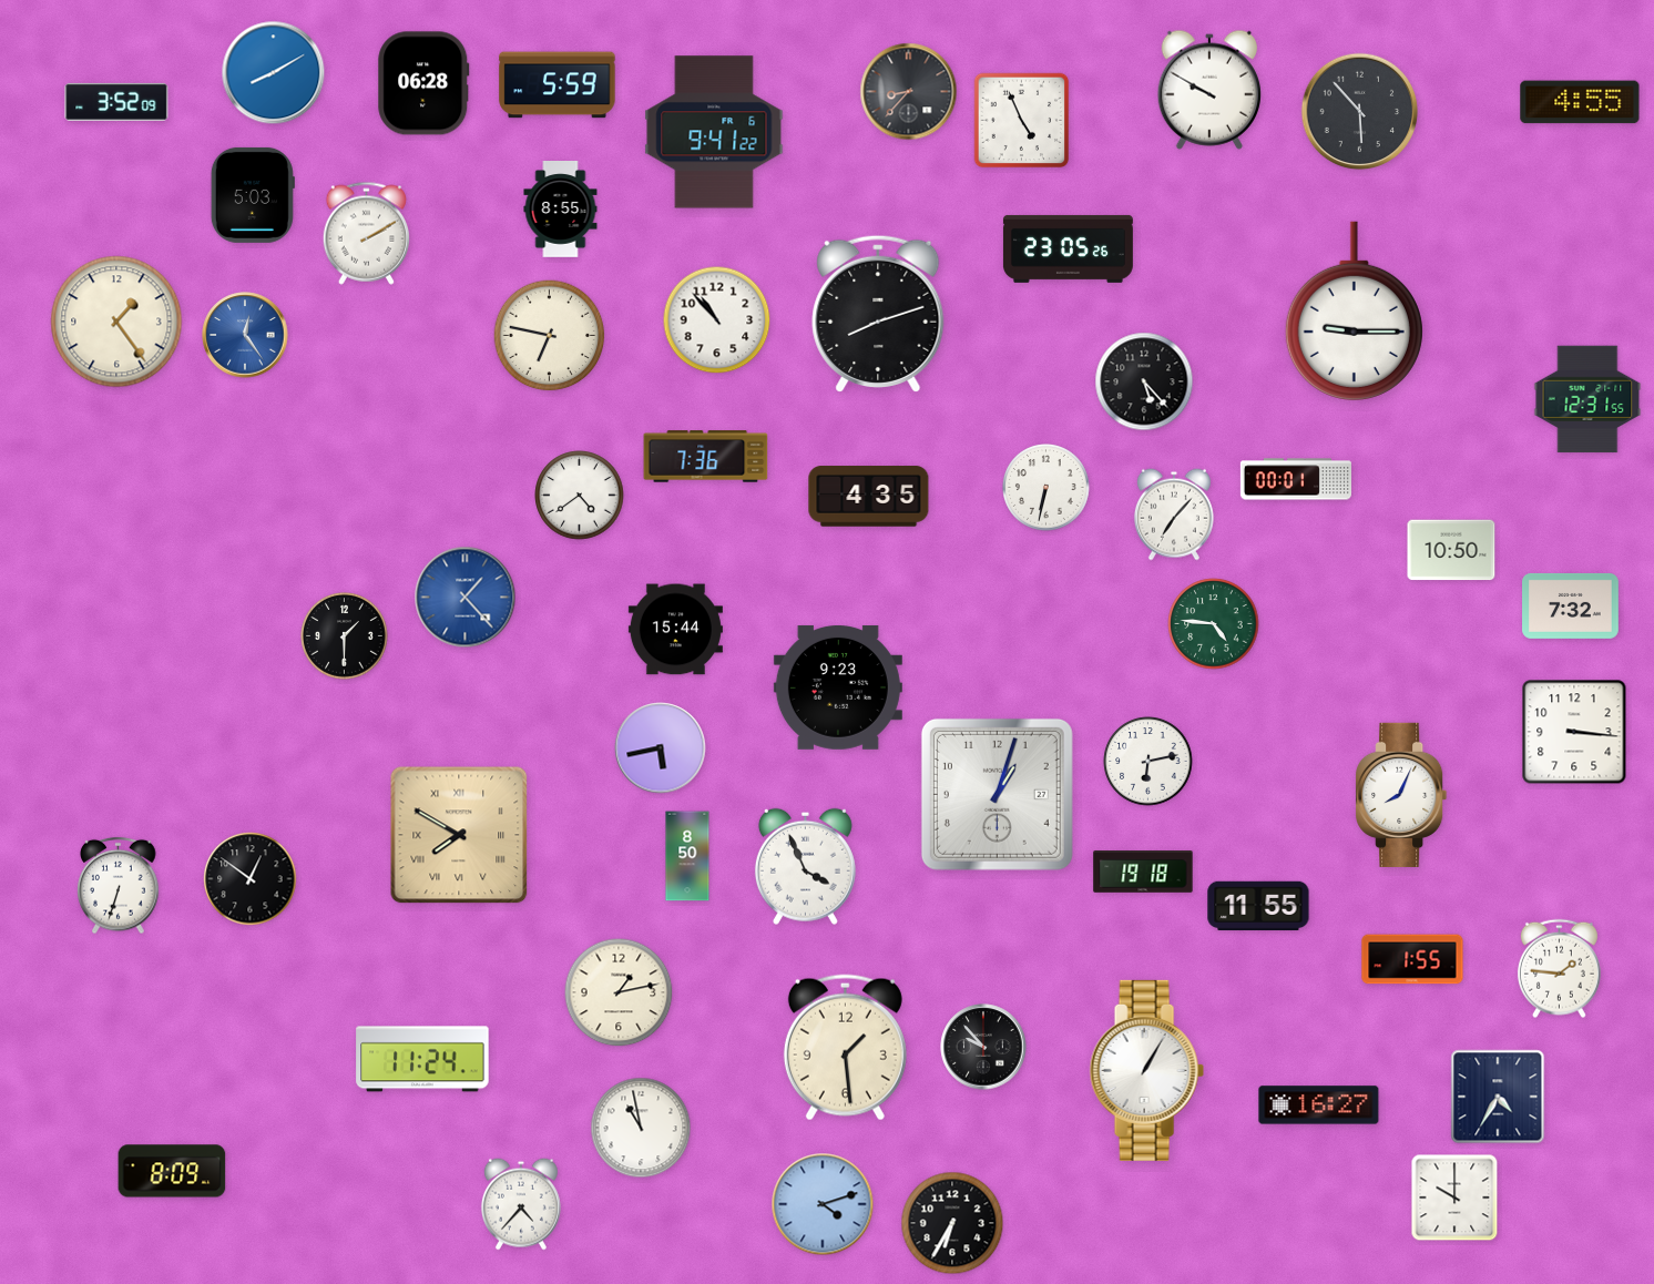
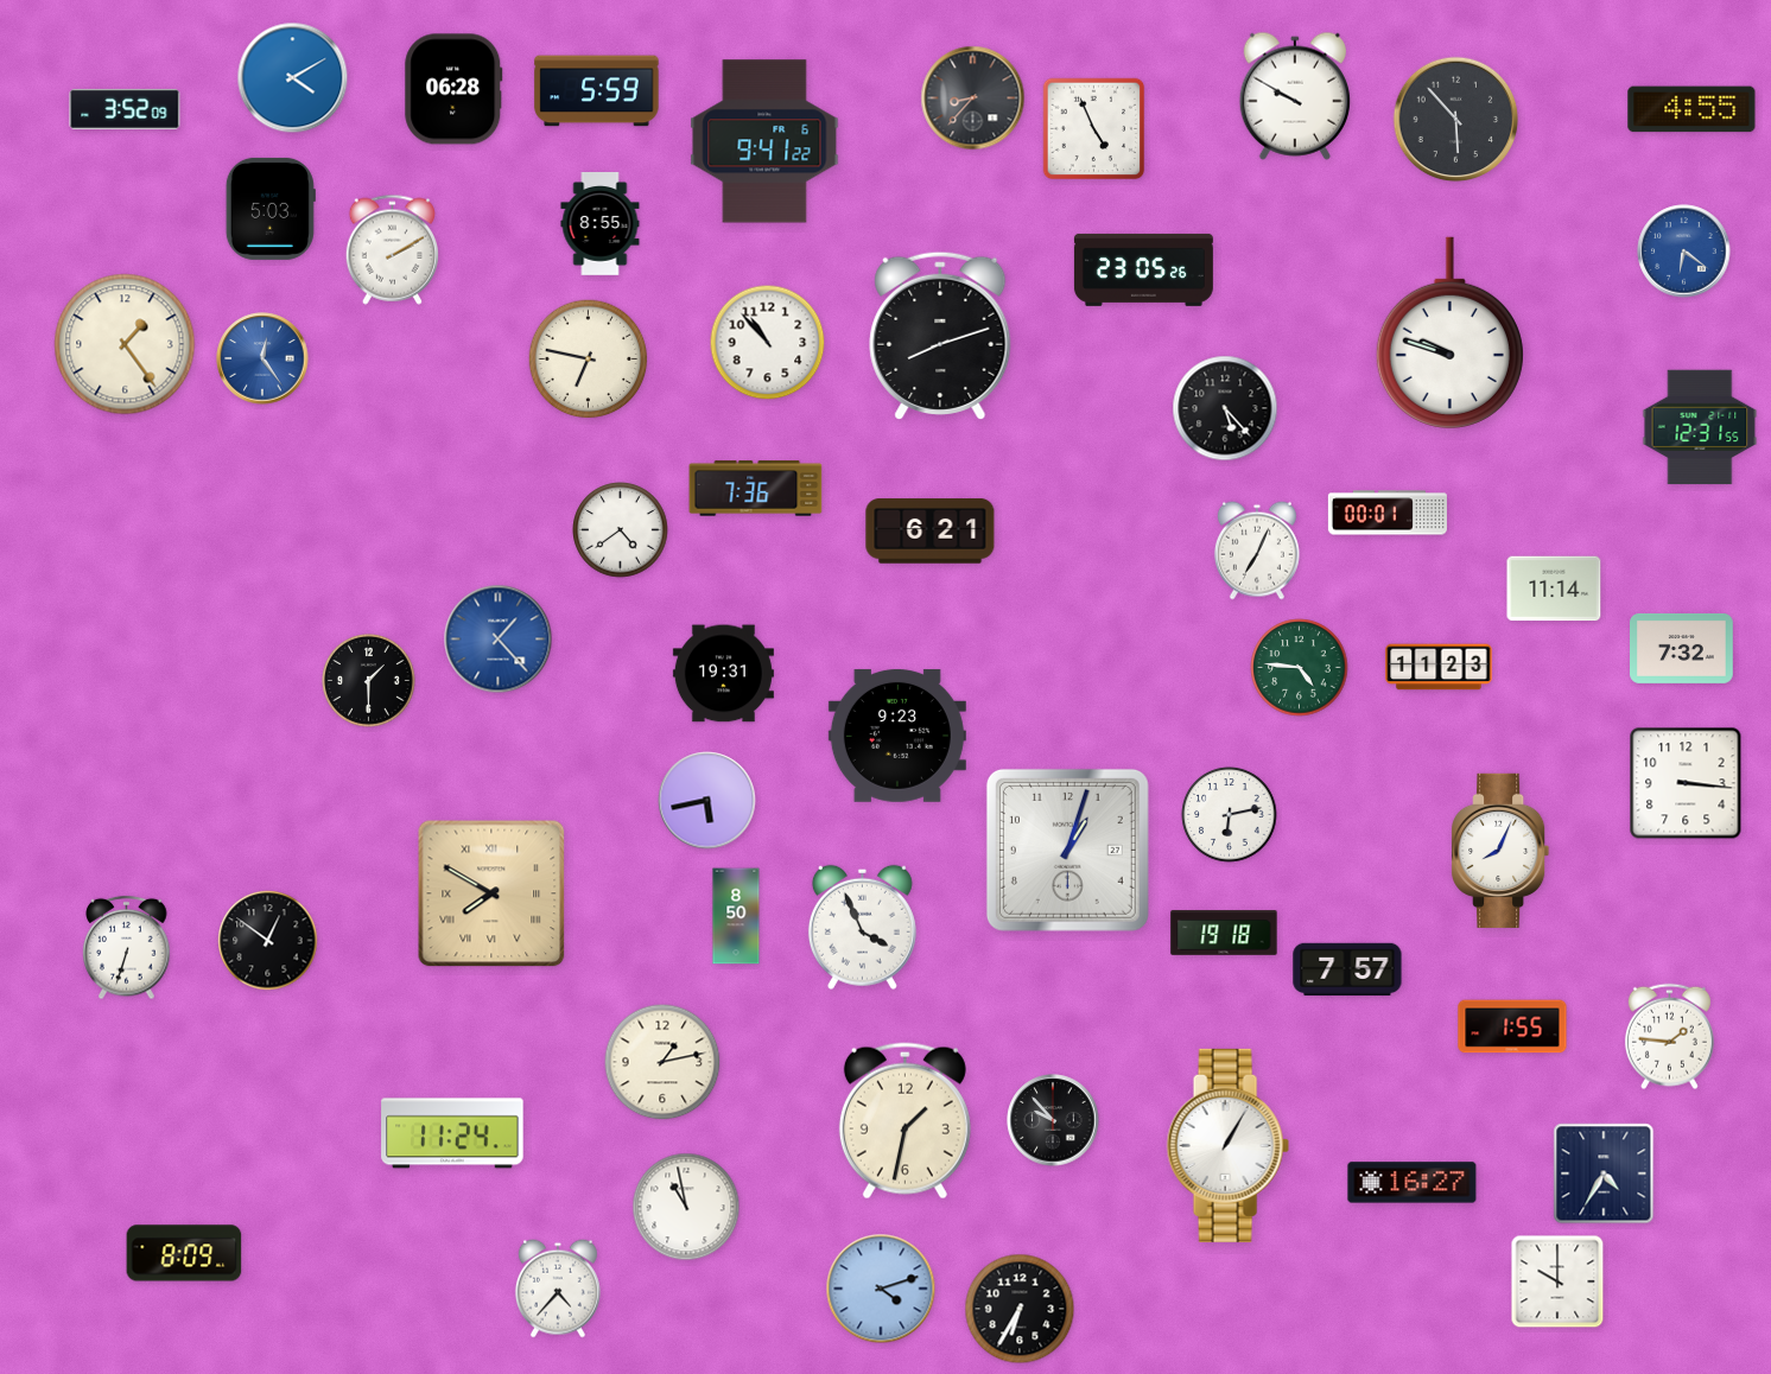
clock at (274, 73): 8:10 -> 4:10
clock at (1684, 252): none -> 6:21
clock at (1068, 248) position: (1068, 248) -> (1143, 269)
clock at (1354, 310): 9:15 -> 9:48
clock at (1046, 488): 6:32 -> none
clock at (869, 497): 4:35 -> 6:21
clock at (1174, 514): 7:07 -> 7:04
clock at (1451, 550): 10:50 -> 11:14
clock at (1439, 667): none -> 11:23
clock at (675, 630): 15:44 -> 19:31
clock at (1258, 906): 11:55 -> 7:57
clock at (845, 1048): 1:29 -> 1:32
